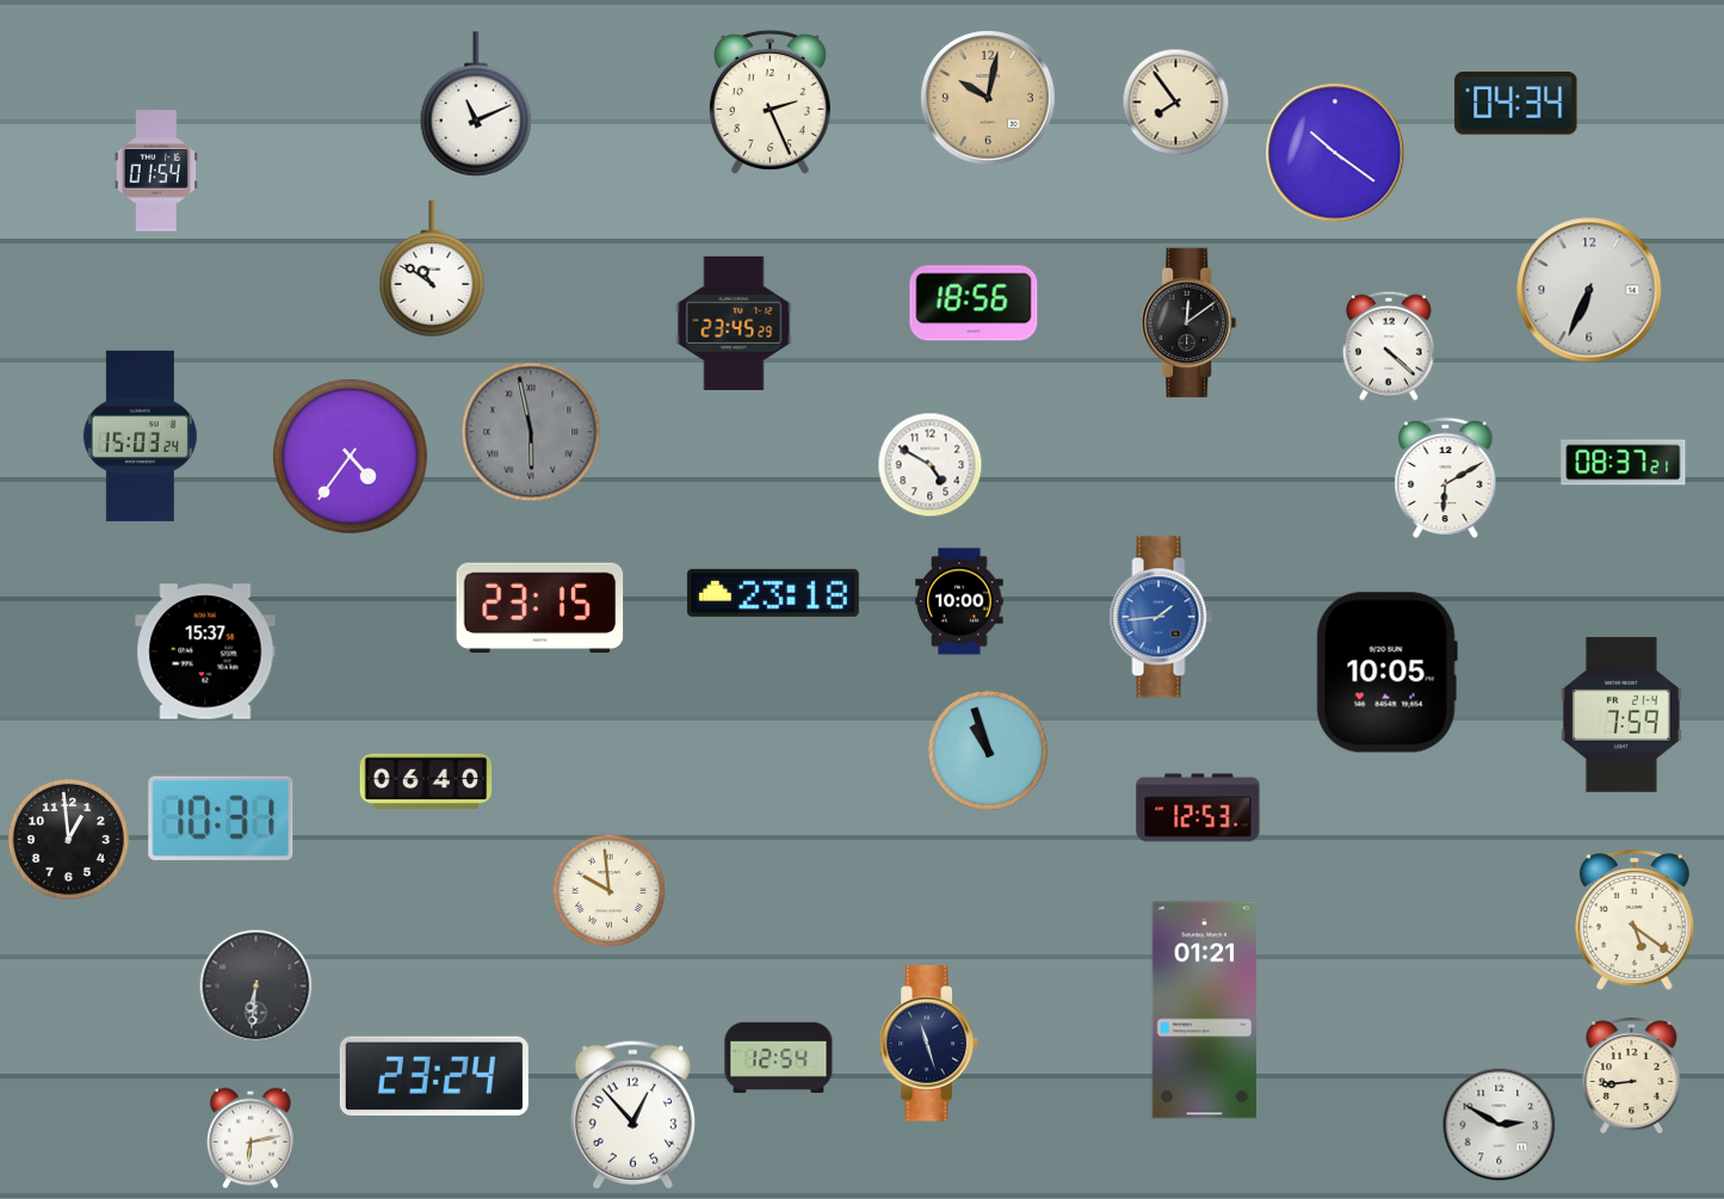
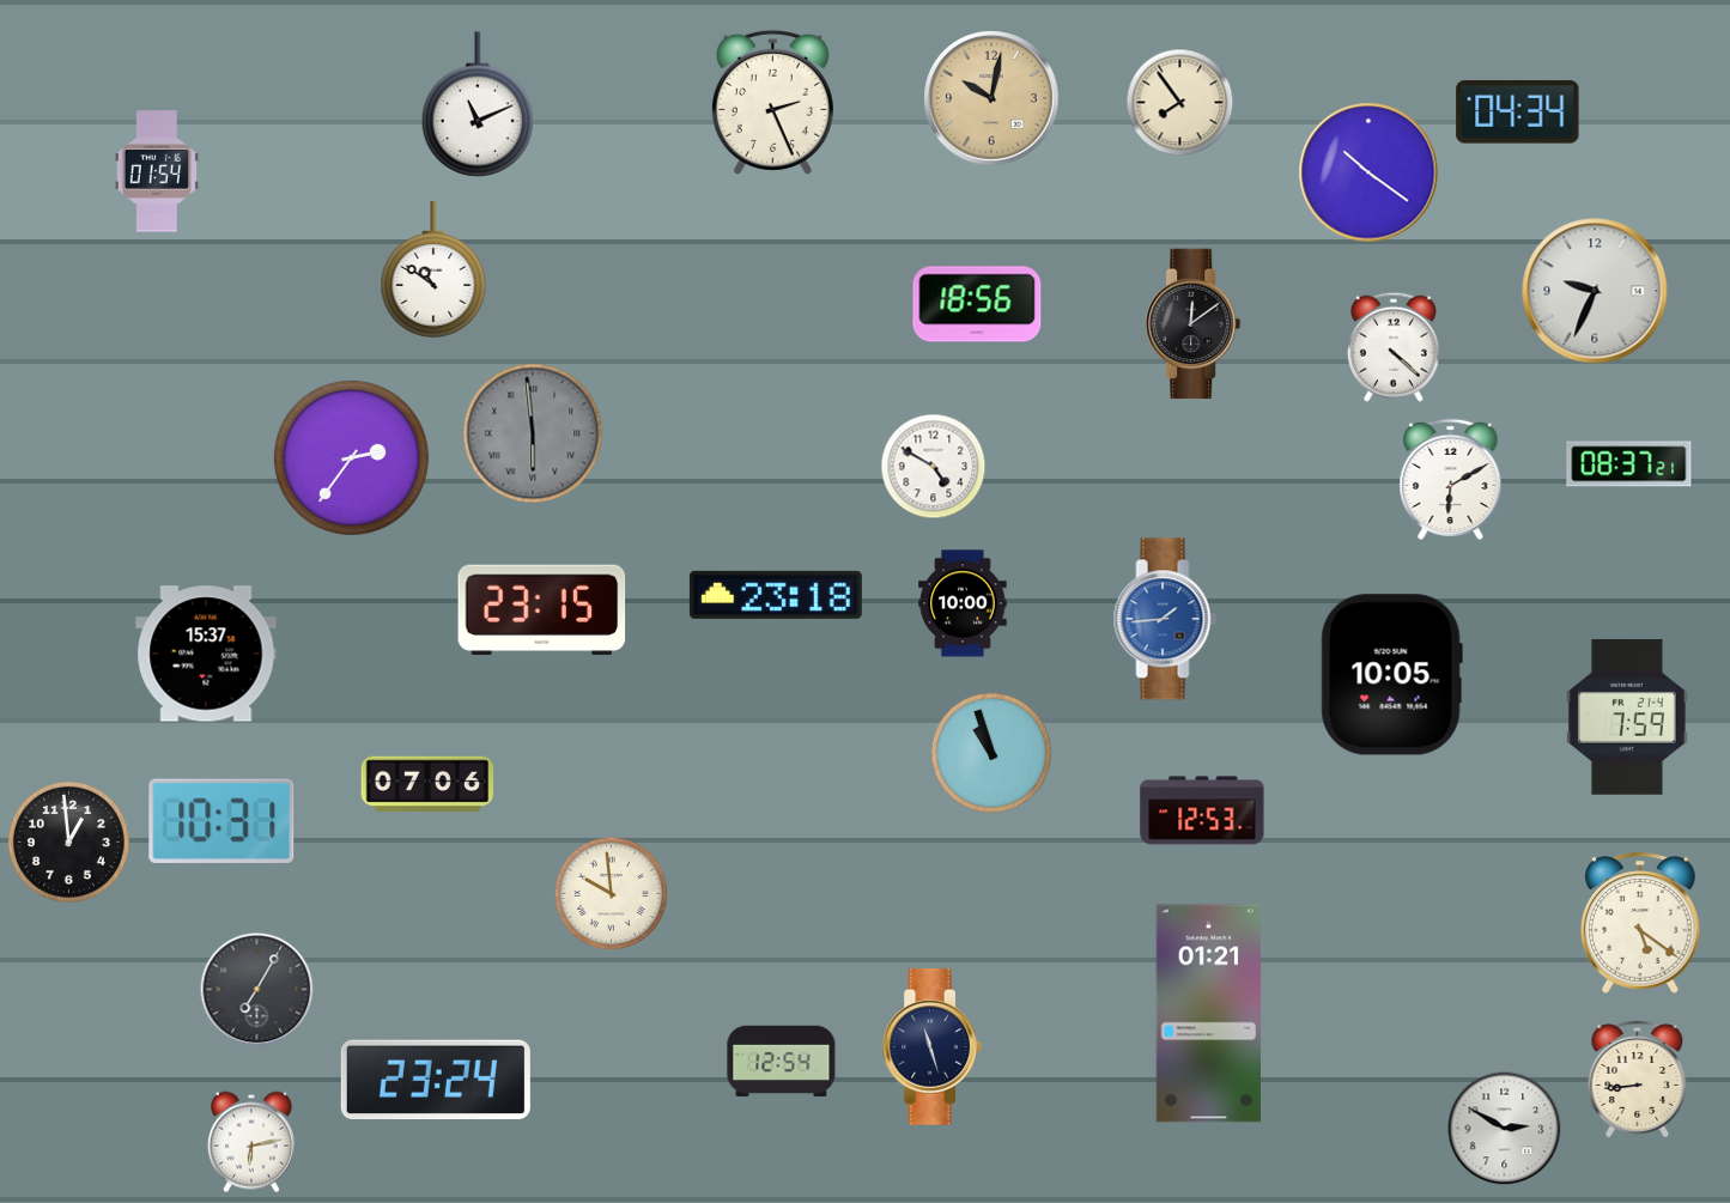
clock at (1516, 104) position: (1516, 104) -> (1518, 113)
clock at (1335, 153) position: (1335, 153) -> (1368, 172)
clock at (1589, 290): 6:34 -> 9:34
clock at (734, 323): 23:45 -> none
clock at (531, 432): 5:58 -> 5:59
clock at (140, 435): 15:03 -> none
clock at (350, 456): 4:36 -> 2:36
clock at (426, 781): 06:40 -> 07:06
clock at (257, 987): 6:31 -> 7:05
clock at (632, 1114): 12:53 -> none
